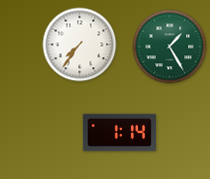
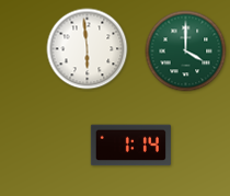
clock at (80, 45): 7:36 -> 5:59
clock at (170, 47): 1:25 -> 4:00
